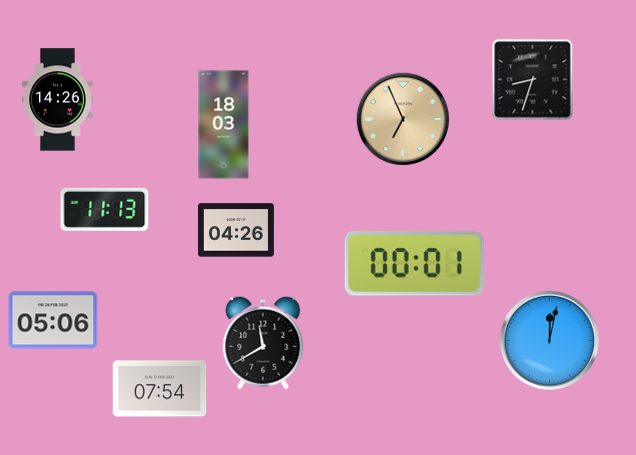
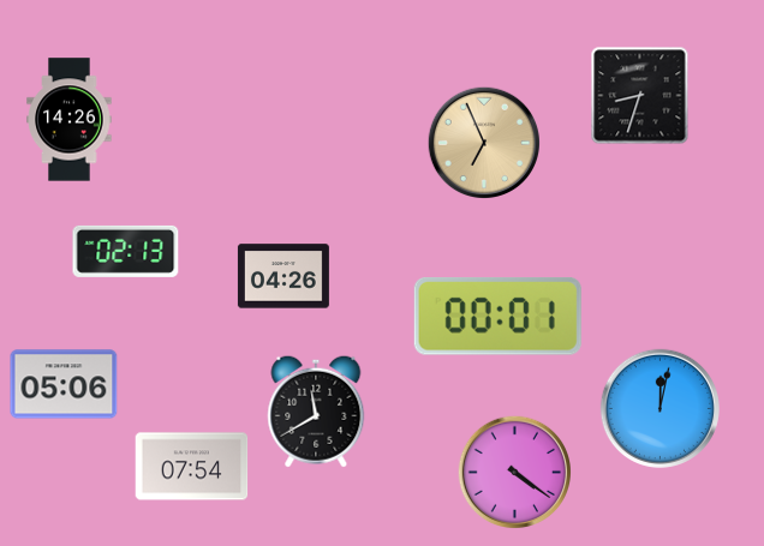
clock at (224, 125): 18:03 -> none
clock at (105, 209): 11:13 -> 02:13
clock at (514, 472): none -> 4:21
